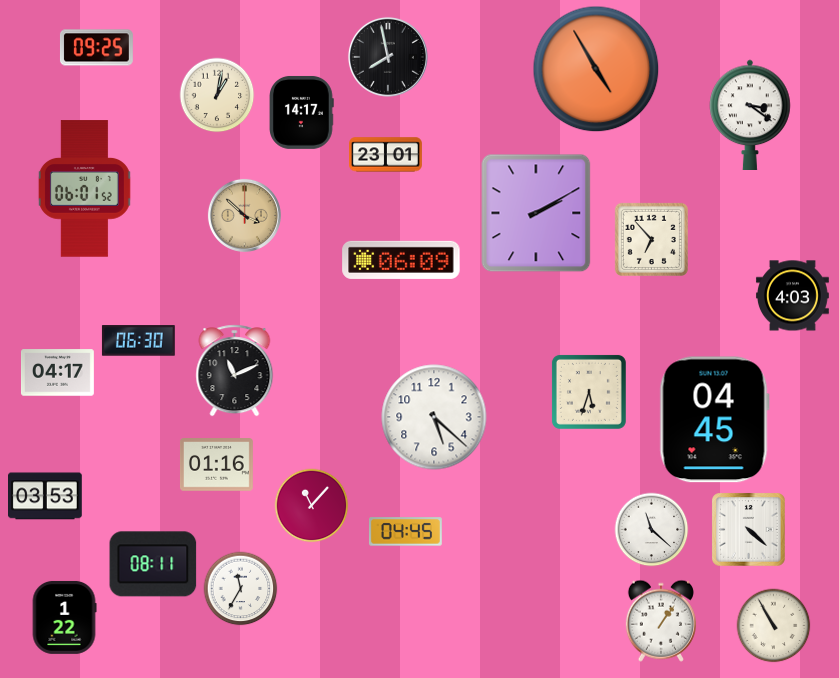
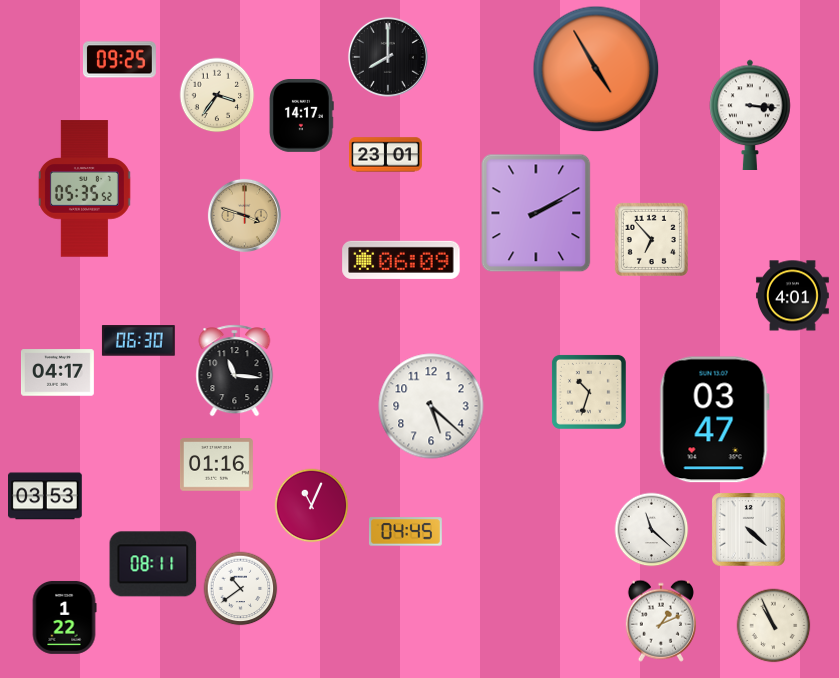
clock at (96, 48) position: (96, 48) -> (119, 60)
clock at (388, 57): 7:58 -> 8:00
clock at (217, 95): 1:02 -> 3:36
clock at (301, 112) position: (301, 112) -> (301, 115)
clock at (750, 114): 3:21 -> 3:16
clock at (84, 189): 06:01 -> 05:35
clock at (244, 215): 3:52 -> 3:48
clock at (792, 296): 4:03 -> 4:01
clock at (235, 371): 11:11 -> 11:16
clock at (589, 392): 5:33 -> 10:33
clock at (434, 417) position: (434, 417) -> (431, 406)
clock at (714, 420): 04:45 -> 03:47
clock at (312, 506): 11:07 -> 11:04
clock at (241, 589): 11:35 -> 10:39
clock at (661, 621): 1:06 -> 1:11
clock at (774, 626): 10:55 -> 10:56
